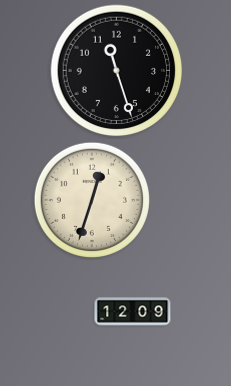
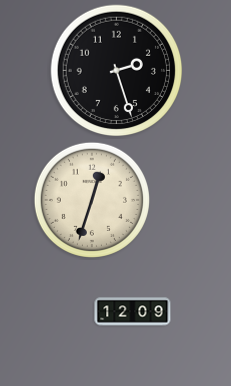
clock at (117, 71): 11:27 -> 2:27
